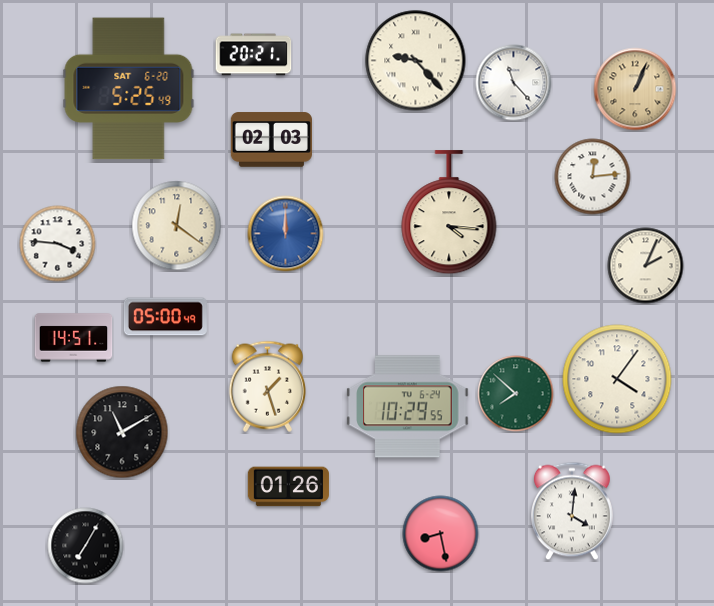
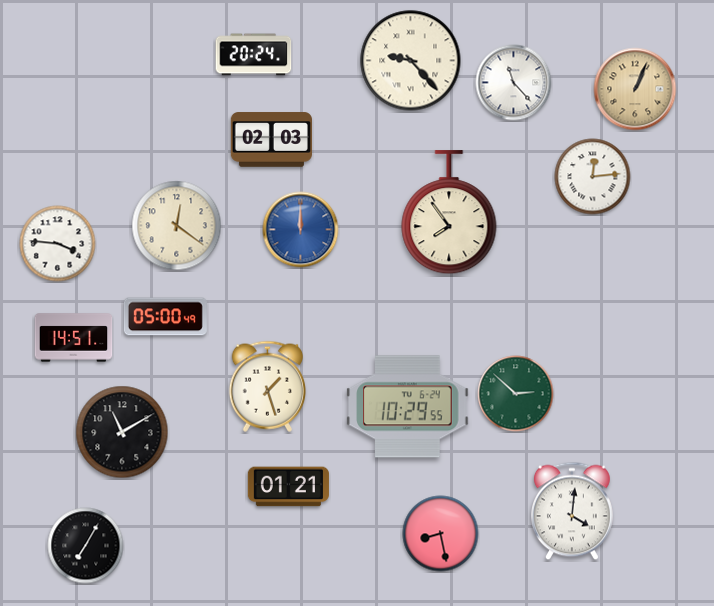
clock at (254, 55): 20:21 -> 20:24
clock at (416, 61) position: (416, 61) -> (411, 61)
clock at (129, 89): 5:25 -> none
clock at (449, 213): 4:16 -> 7:54
clock at (286, 234) position: (286, 234) -> (301, 230)
clock at (646, 266): 2:04 -> none
clock at (617, 379): 4:06 -> none
clock at (516, 394): 7:52 -> 2:52
clock at (288, 487): 01:26 -> 01:21
